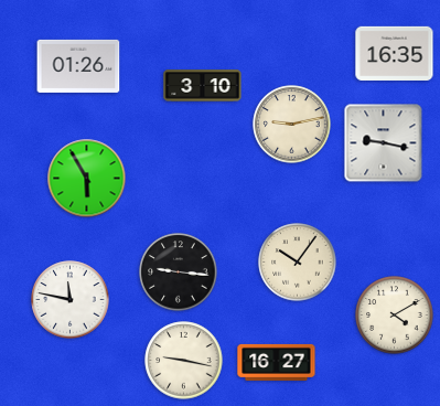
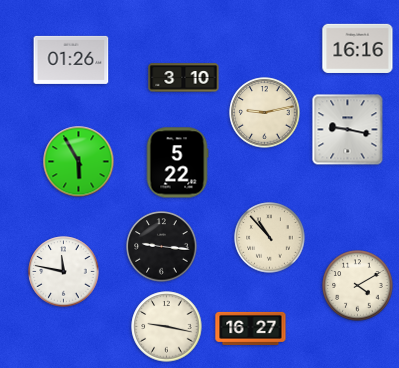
clock at (395, 53): 16:35 -> 16:16
clock at (177, 163): none -> 5:22
clock at (298, 263): 10:06 -> 10:53
